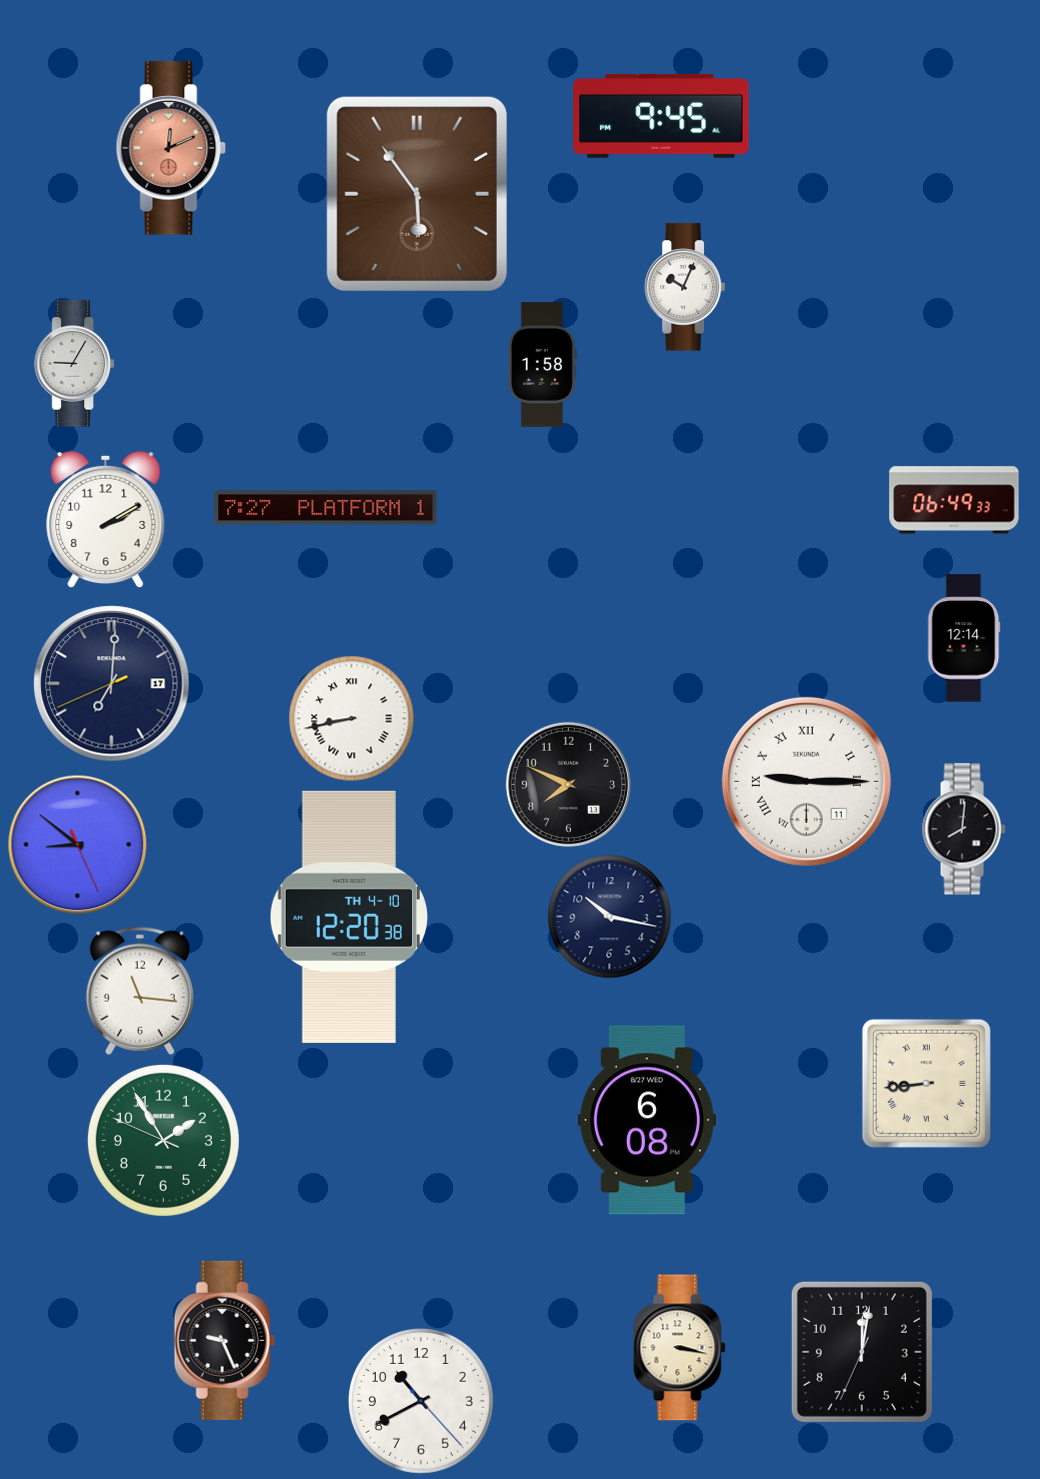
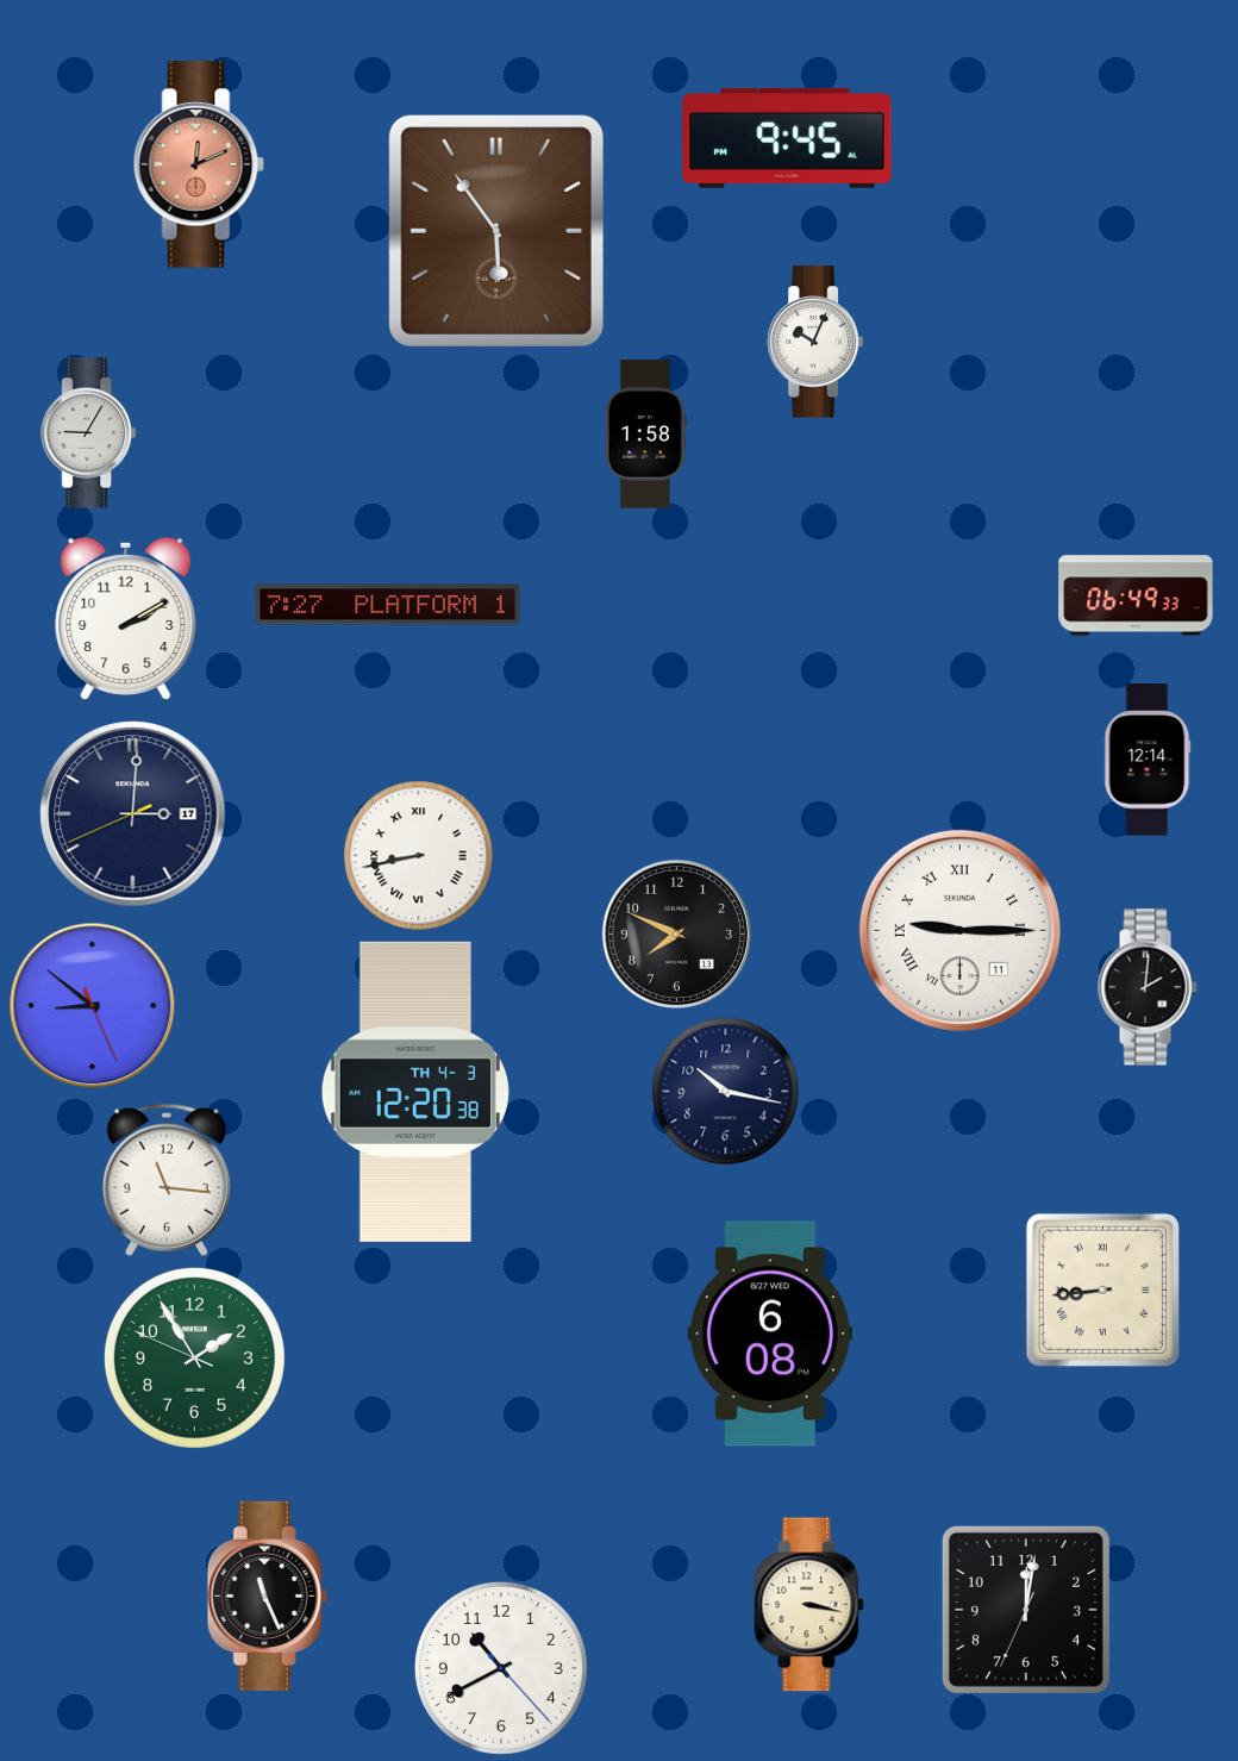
clock at (171, 148) position: (171, 148) -> (199, 164)
clock at (112, 684): 7:00 -> 3:00
clock at (964, 829): 8:01 -> 2:01
clock at (349, 917) date: TH 4-10 -> TH 4-3
clock at (224, 1340): 9:26 -> 11:26
